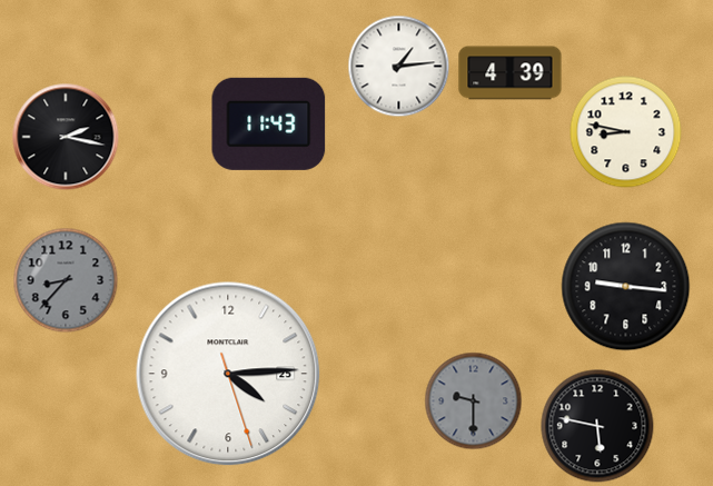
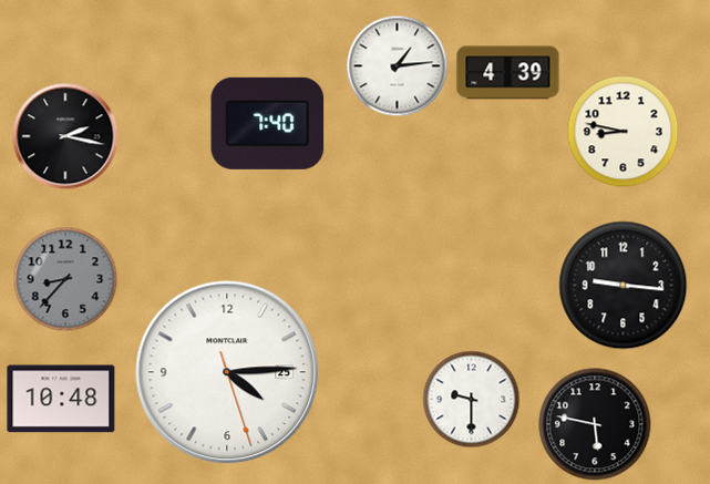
clock at (269, 123): 11:43 -> 7:40
clock at (61, 399): none -> 10:48
clock at (474, 401) dial: grey -> white
